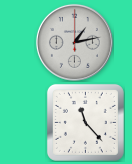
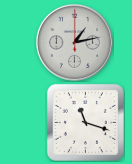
clock at (85, 122): 11:23 -> 11:18
